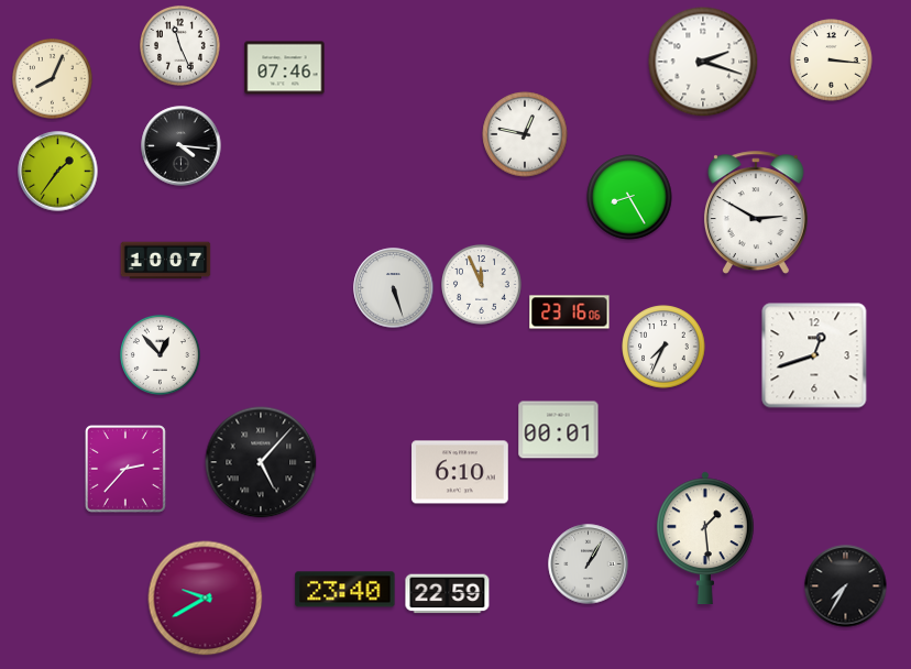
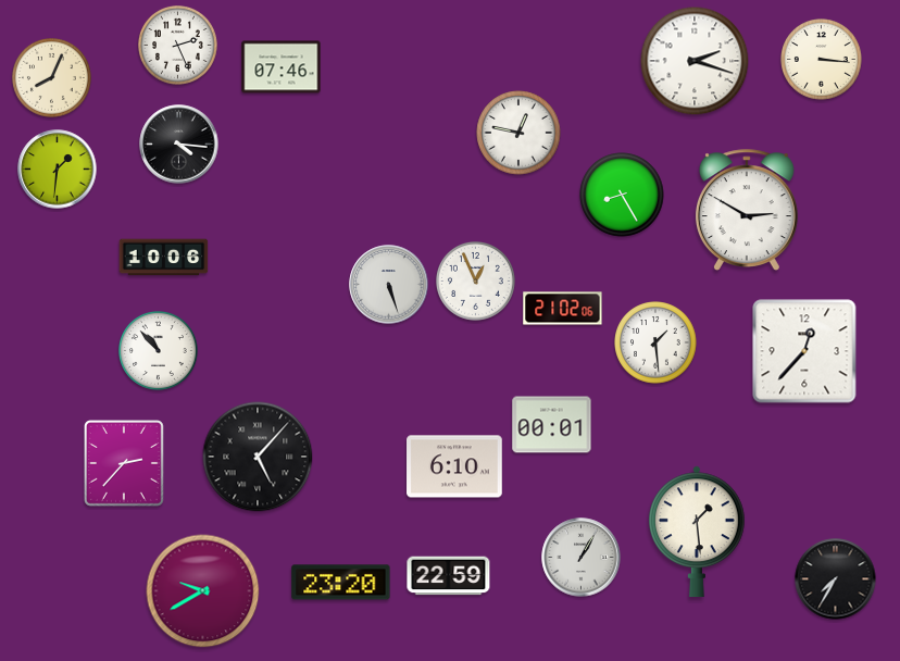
clock at (180, 46): 11:26 -> 2:26
clock at (58, 172): 1:36 -> 1:31
clock at (166, 261): 10:07 -> 10:06
clock at (482, 285): 11:56 -> 12:56
clock at (570, 312): 23:16 -> 21:02
clock at (663, 347): 7:34 -> 1:29
clock at (161, 355): 12:53 -> 10:53
clock at (814, 355): 12:42 -> 12:37
clock at (345, 590): 23:40 -> 23:20
clock at (448, 594) position: (448, 594) -> (449, 576)
